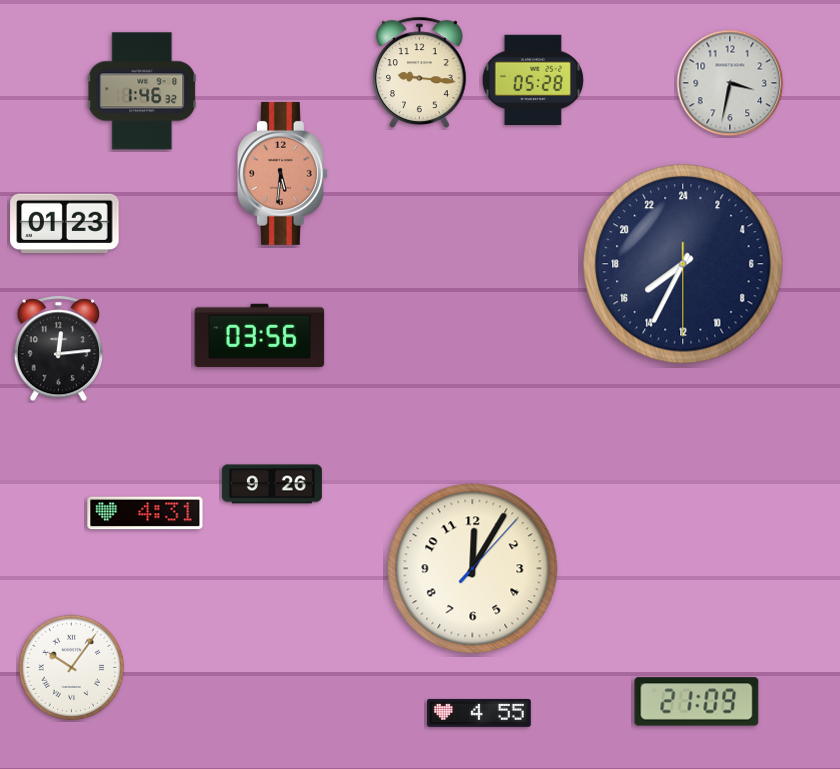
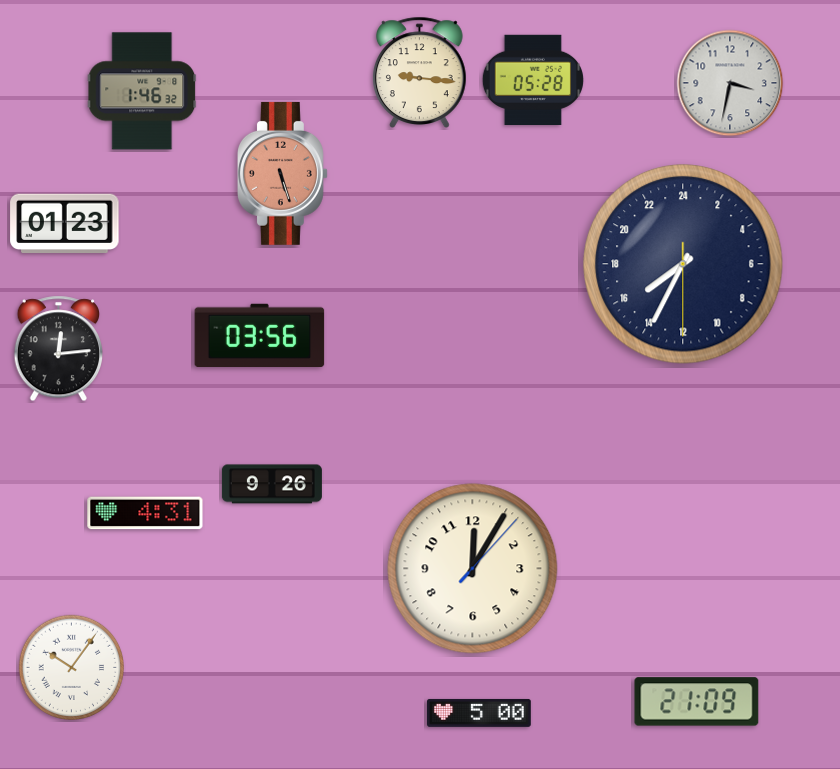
clock at (282, 173): 5:31 -> 5:27
clock at (480, 713): 4:55 -> 5:00
